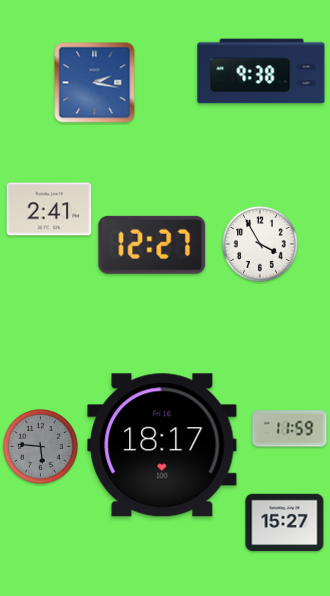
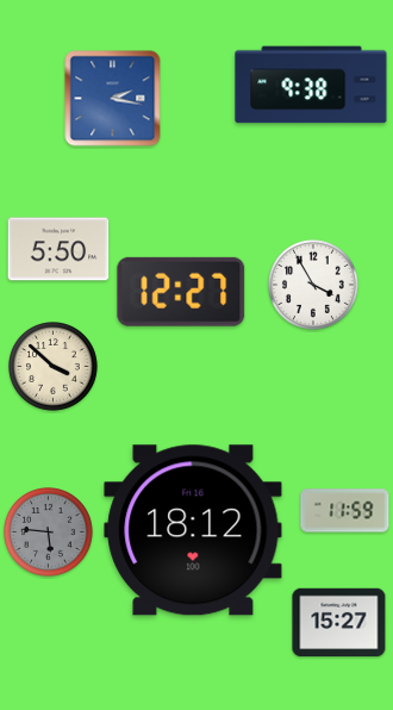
clock at (49, 209): 2:41 -> 5:50
clock at (261, 245) position: (261, 245) -> (314, 286)
clock at (54, 367): none -> 3:52
clock at (162, 445): 18:17 -> 18:12
